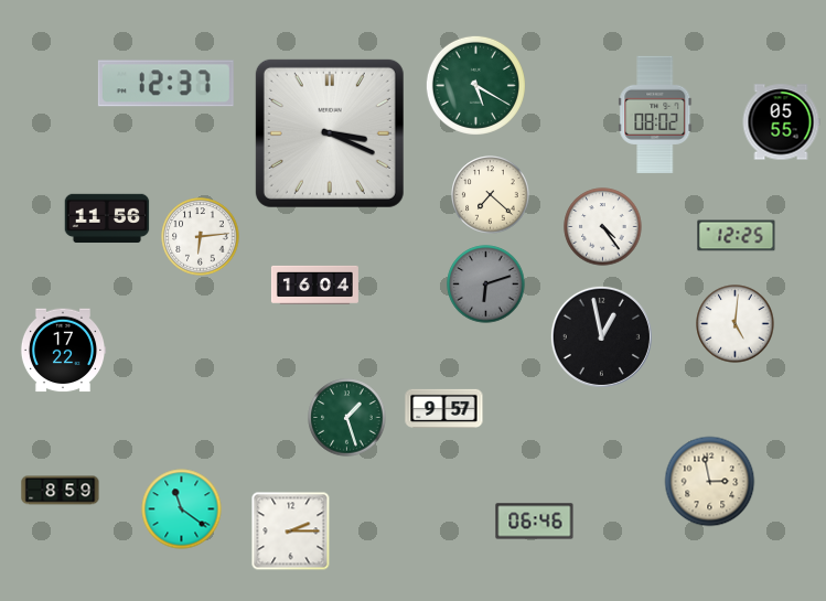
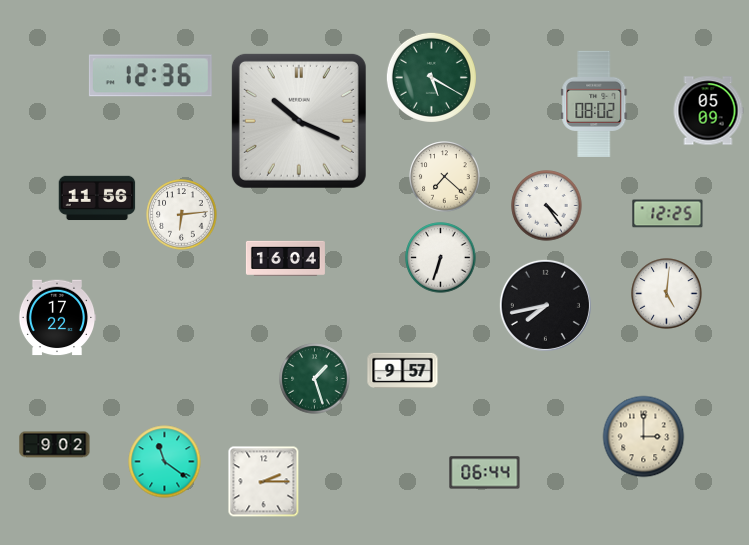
clock at (165, 84): 12:37 -> 12:36
clock at (781, 122): 05:55 -> 05:09
clock at (330, 133): 3:19 -> 10:19
clock at (486, 285): 6:12 -> 6:33
clock at (486, 285) dial: grey -> white
clock at (601, 336): 12:58 -> 7:43
clock at (710, 482): 2:58 -> 3:00
clock at (61, 491): 8:59 -> 9:02
clock at (535, 522): 06:46 -> 06:44
